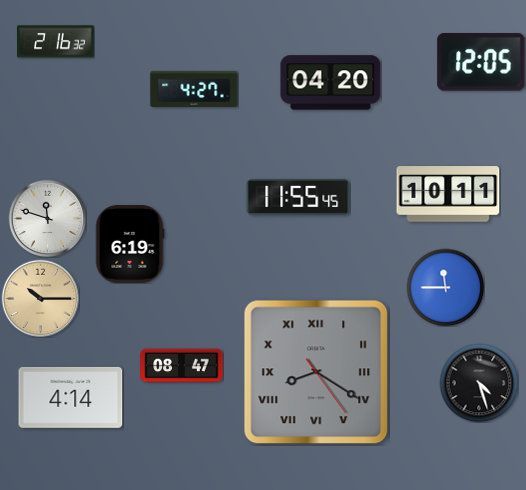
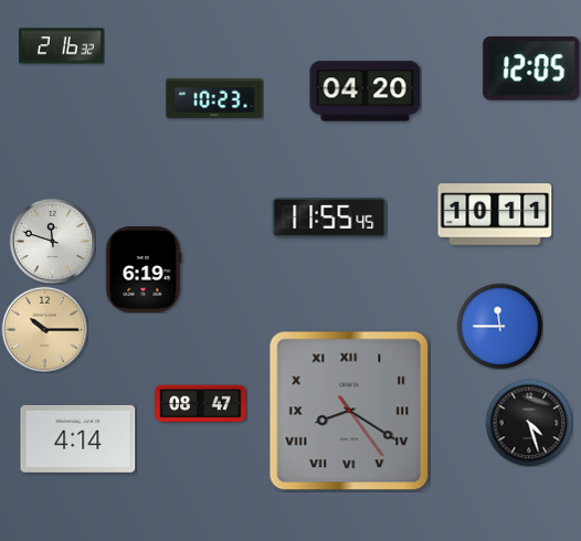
clock at (194, 89): 4:27 -> 10:23
clock at (445, 287) position: (445, 287) -> (499, 326)
